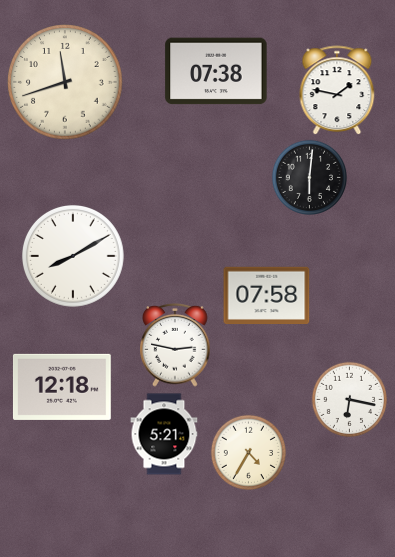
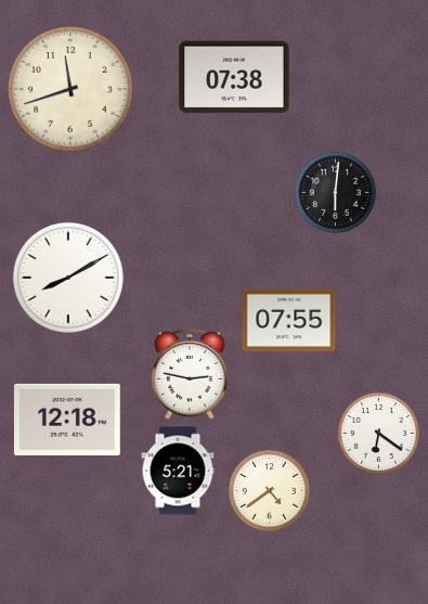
clock at (337, 91): 1:47 -> none
clock at (73, 256) position: (73, 256) -> (68, 278)
clock at (267, 295): 07:58 -> 07:55
clock at (349, 399): 6:17 -> 6:21
clock at (248, 452): 4:35 -> 4:39
